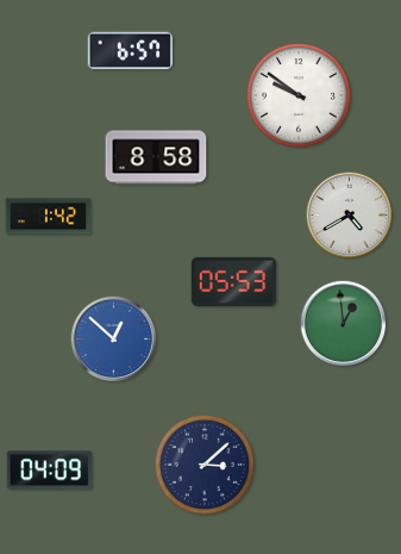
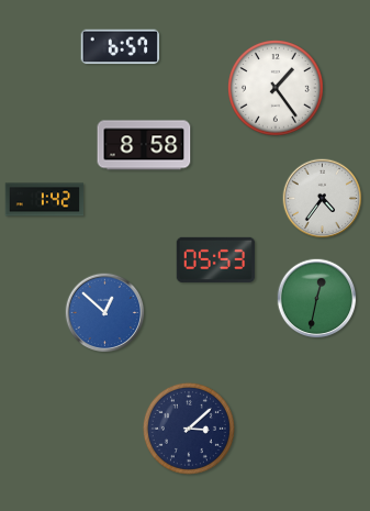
clock at (299, 95): 9:51 -> 1:24
clock at (350, 216): 4:40 -> 4:36
clock at (344, 324): 12:59 -> 12:32
clock at (50, 471): 04:09 -> none
